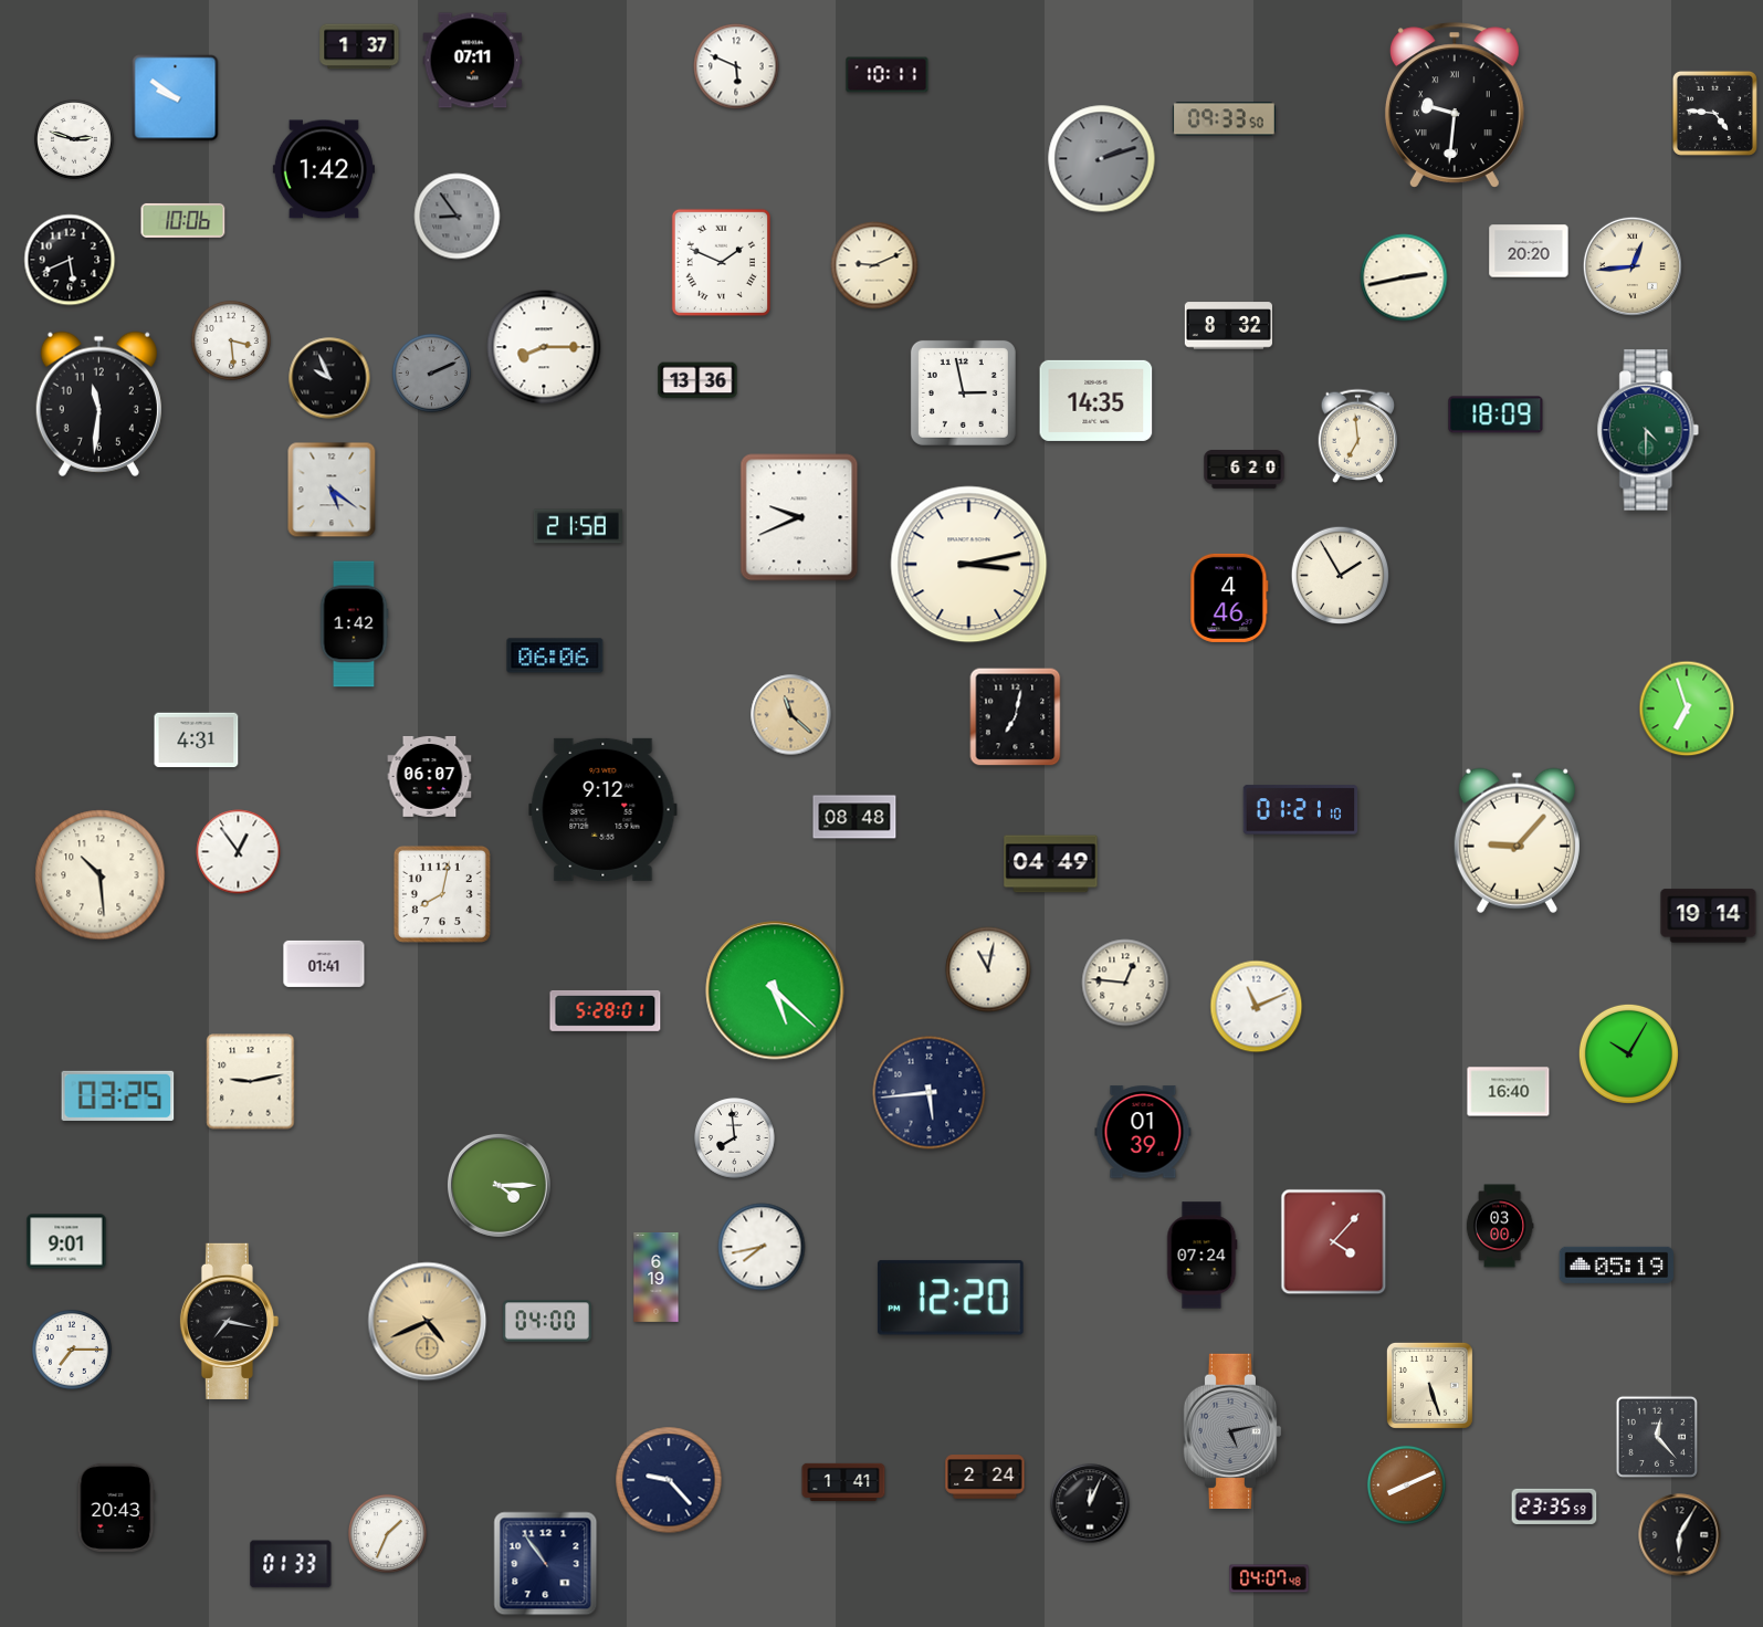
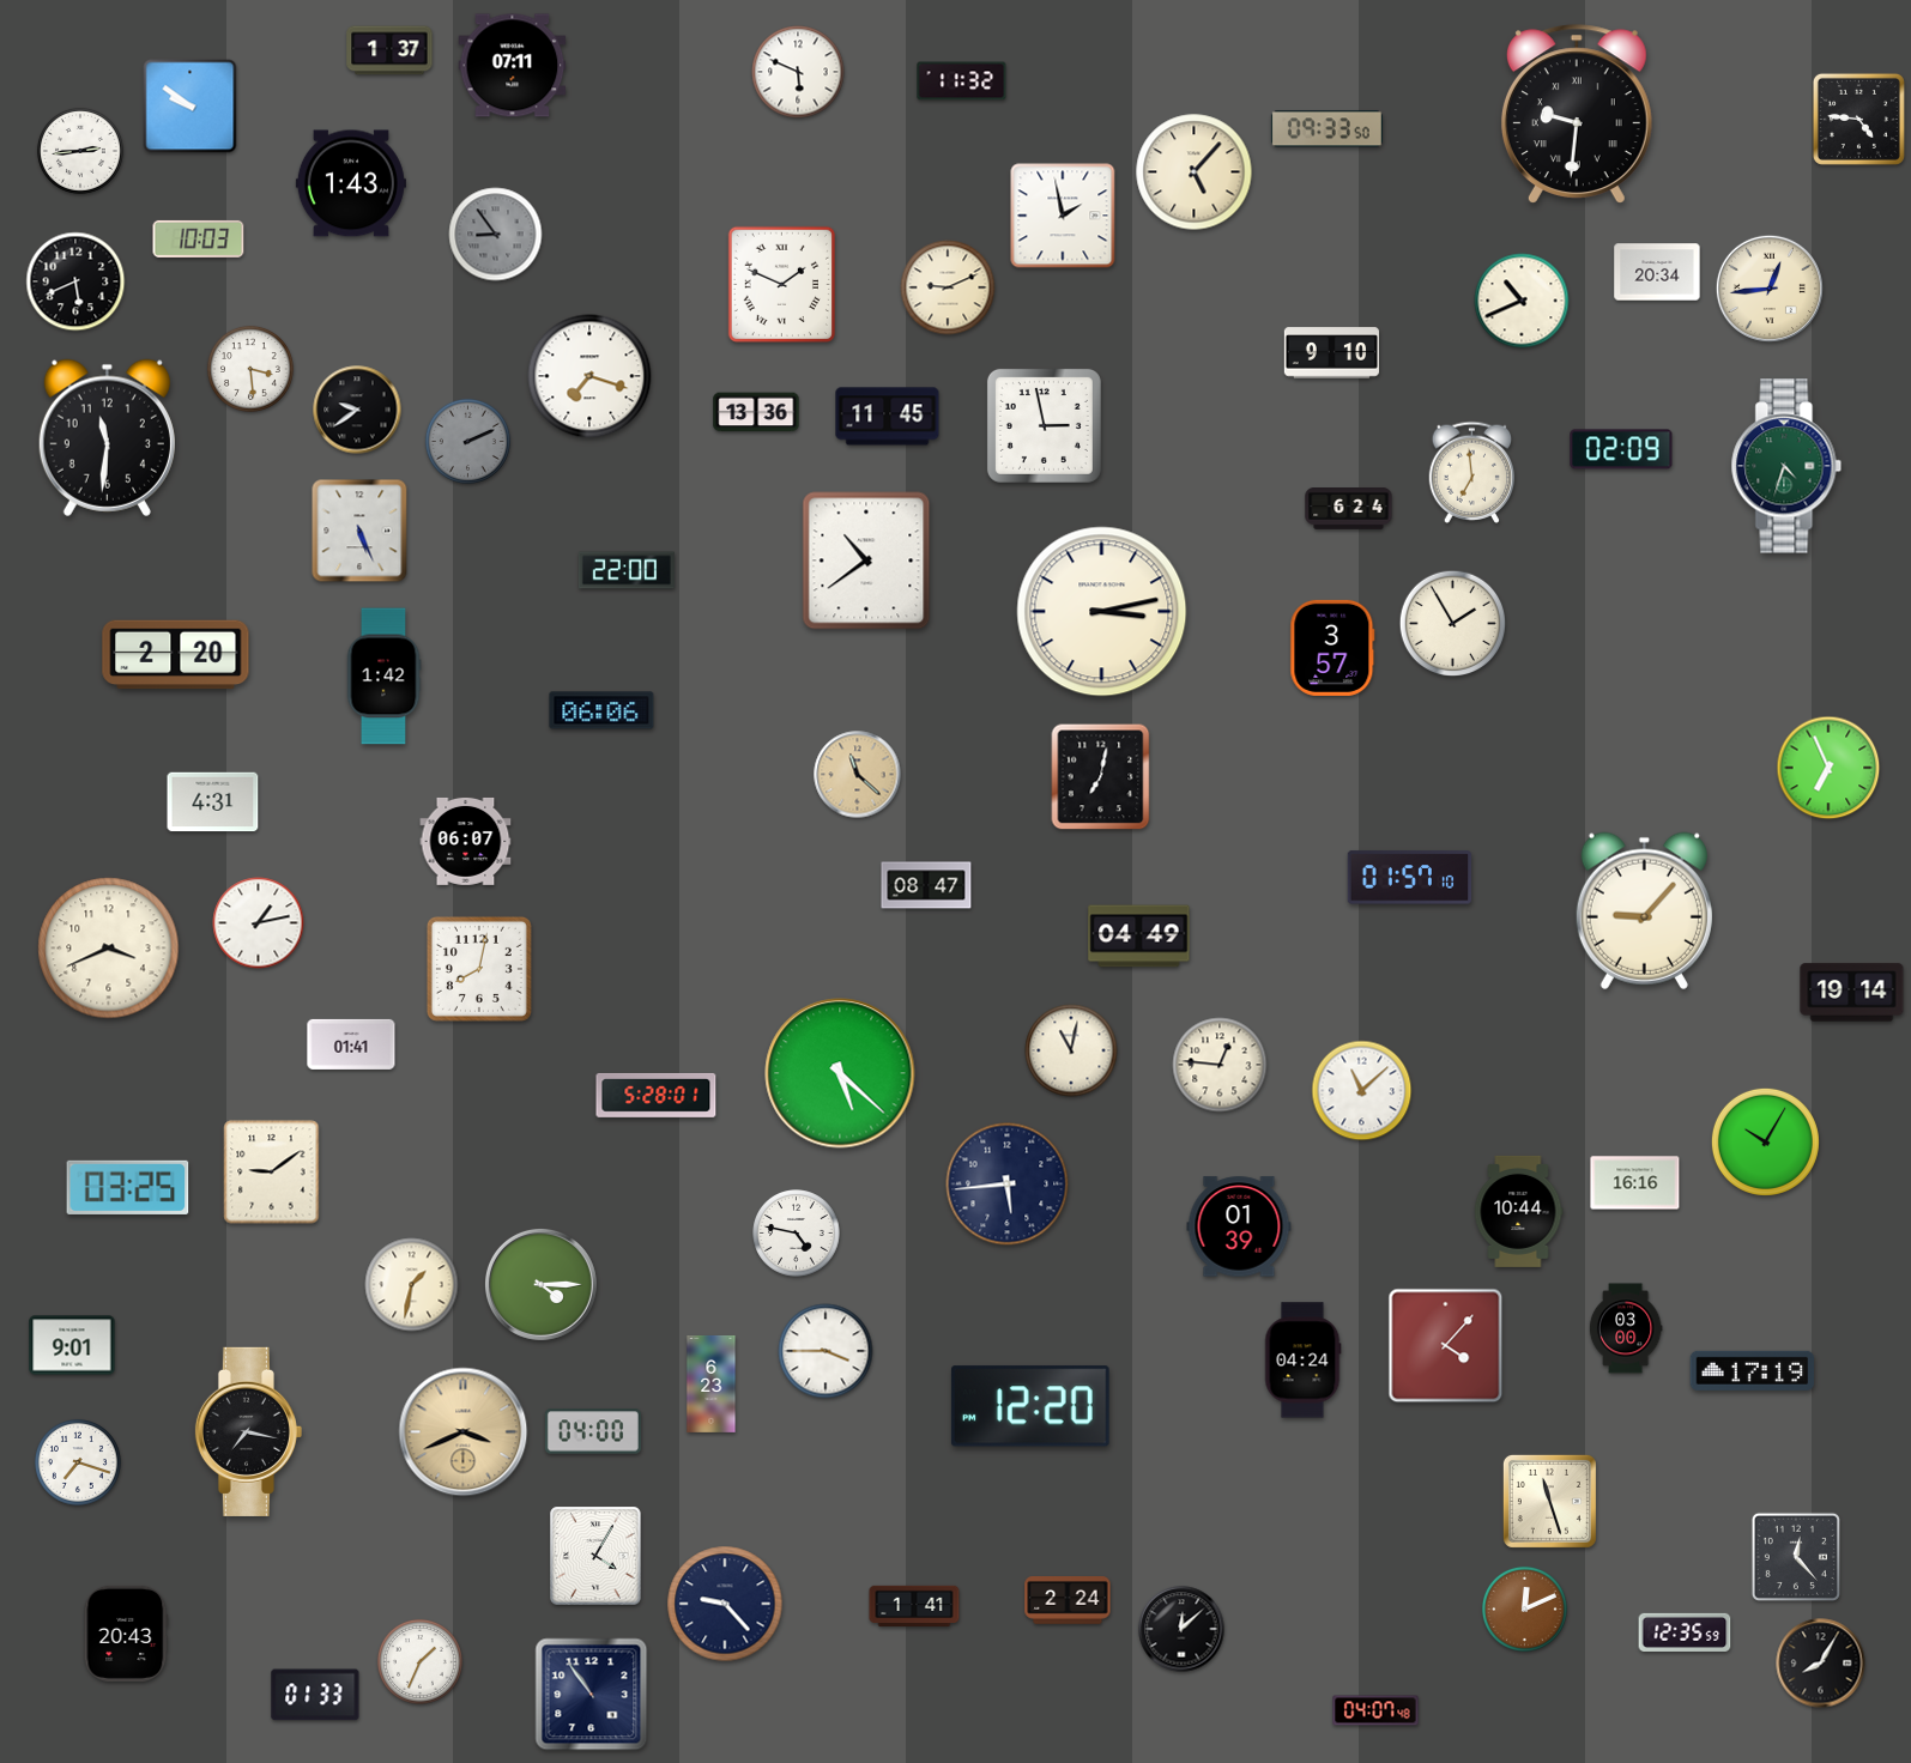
clock at (888, 75): 10:11 -> 11:32
clock at (1714, 113) position: (1714, 113) -> (1858, 119)
clock at (74, 139): 2:48 -> 2:44
clock at (1102, 159): 2:12 -> 5:07
clock at (1102, 159) dial: grey -> cream
clock at (324, 169): 1:42 -> 1:43
clock at (1063, 216): none -> 1:58
clock at (183, 220): 10:06 -> 10:03
clock at (1529, 251): 20:20 -> 20:34
clock at (1404, 277): 2:43 -> 10:41
clock at (1229, 326): 8:32 -> 9:10
clock at (544, 347): 8:15 -> 7:18
clock at (431, 372) position: (431, 372) -> (467, 441)
clock at (329, 378): 9:56 -> 9:39
clock at (888, 417): none -> 11:45
clock at (1096, 400): 14:35 -> none
clock at (1496, 414): 18:09 -> 02:09
clock at (1648, 430): 4:30 -> 4:33
clock at (1245, 470): 6:20 -> 6:24
clock at (332, 490): 5:21 -> 5:26
clock at (799, 517): 9:41 -> 10:39
clock at (578, 526): 21:58 -> 22:00
clock at (969, 565) position: (969, 565) -> (1102, 612)
clock at (1229, 598): 4:46 -> 3:57
clock at (176, 655): none -> 2:20
clock at (1687, 708): 6:57 -> 6:56
clock at (604, 809): 9:12 -> none
clock at (1301, 810): 01:21 -> 01:57
clock at (854, 817): 08:48 -> 08:47
clock at (239, 852): 12:54 -> 1:13
clock at (101, 875): 10:29 -> 3:41
clock at (1257, 1007): 11:11 -> 11:08
clock at (251, 1082): 9:13 -> 9:09
clock at (1509, 1092): 16:40 -> 16:16
clock at (1518, 1211): none -> 10:44
clock at (735, 1138): 7:59 -> 4:47
clock at (412, 1285): none -> 1:32
clock at (762, 1247): 7:43 -> 3:45
clock at (1201, 1256): 07:24 -> 04:24
clock at (1617, 1264): 05:19 -> 17:19
clock at (657, 1277): 6:19 -> 6:23
clock at (428, 1322): 4:41 -> 3:41
clock at (72, 1350): 7:15 -> 7:18
clock at (1429, 1385): 5:27 -> 11:27
clock at (1232, 1430): 5:13 -> none
clock at (595, 1556): none -> 4:05
clock at (1406, 1484): 8:11 -> 12:11
clock at (1090, 1503): 12:04 -> 12:08
clock at (1554, 1507): 23:35 -> 12:35
clock at (1680, 1535): 6:05 -> 8:05
